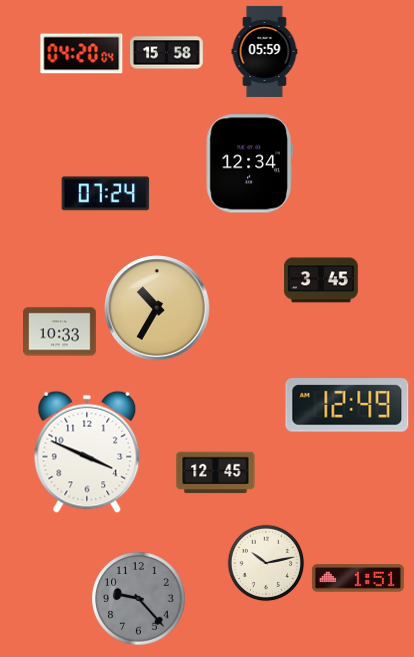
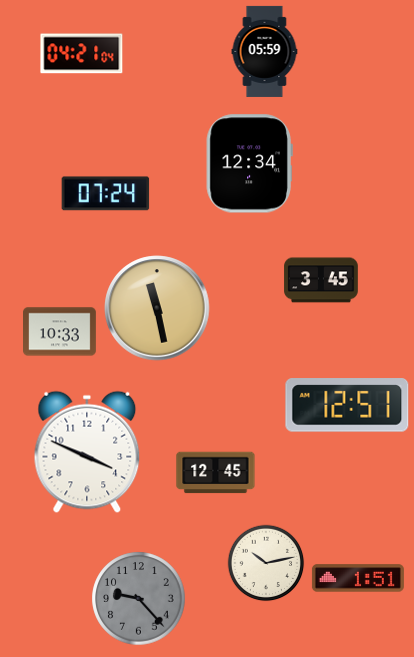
clock at (167, 53): 15:58 -> none
clock at (82, 54): 04:20 -> 04:21
clock at (157, 308): 10:35 -> 11:28
clock at (347, 405): 12:49 -> 12:51
